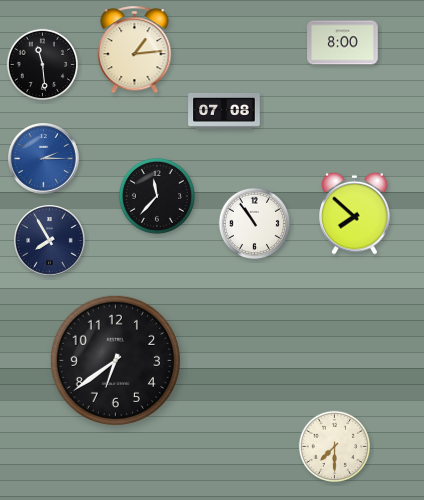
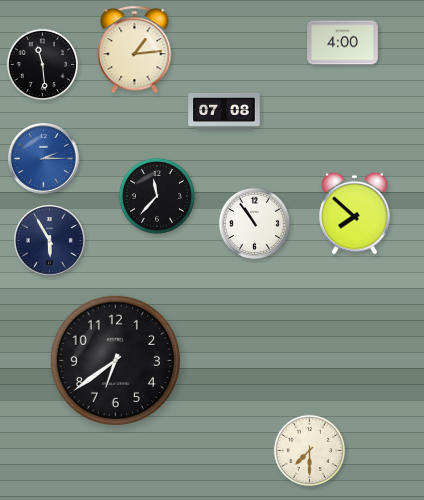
clock at (343, 43): 8:00 -> 4:00
clock at (50, 241): 7:55 -> 5:55
clock at (335, 447) position: (335, 447) -> (310, 451)
